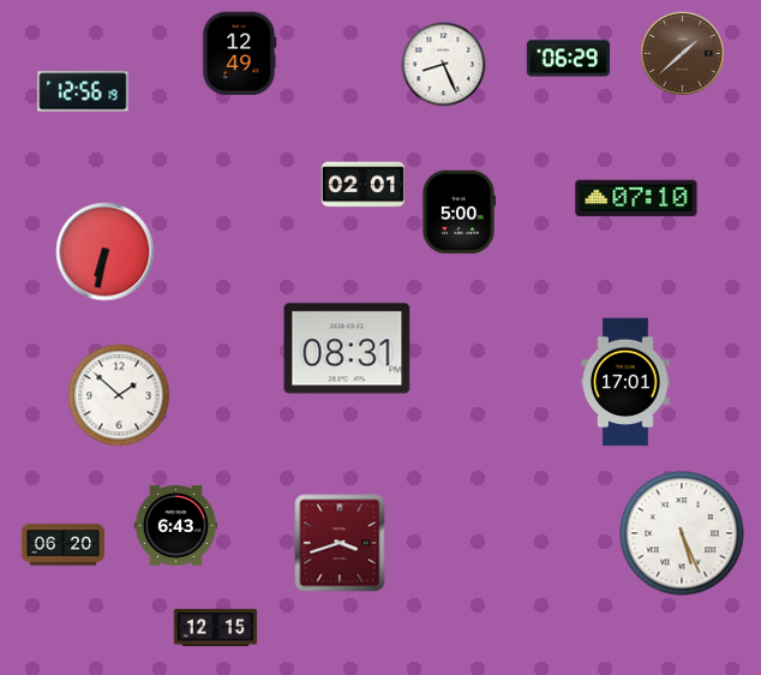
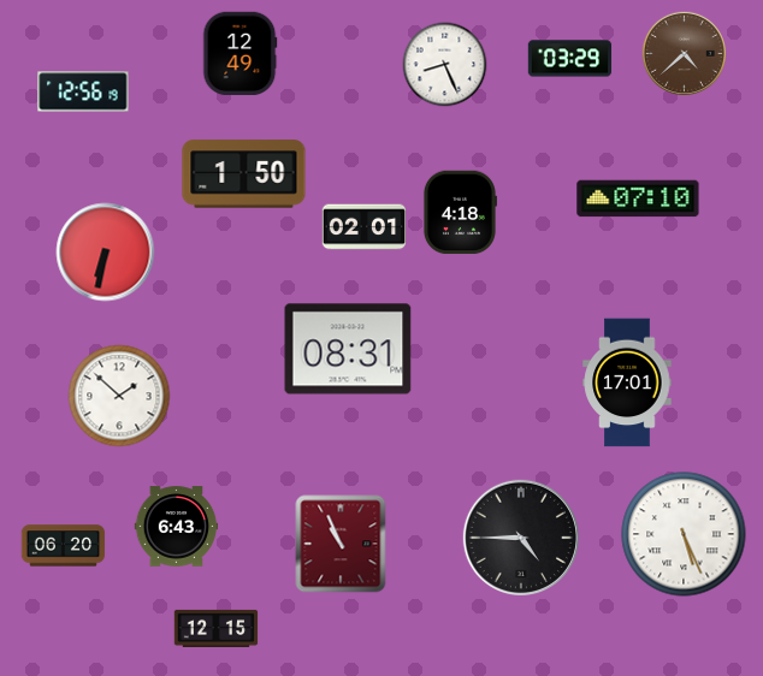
clock at (682, 53): 1:38 -> 4:38
clock at (569, 59): 06:29 -> 03:29
clock at (244, 174): none -> 1:50
clock at (364, 185) position: (364, 185) -> (365, 227)
clock at (459, 213): 5:00 -> 4:18
clock at (520, 536): none -> 4:45
clock at (340, 543): 3:42 -> 10:56
